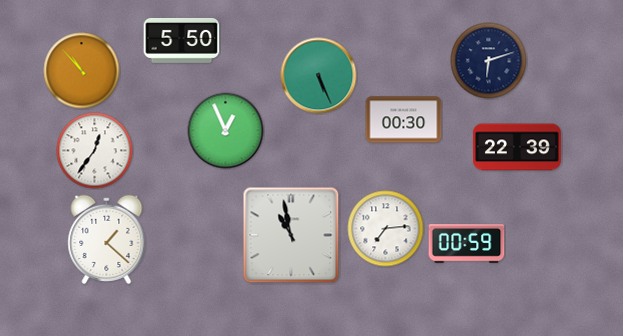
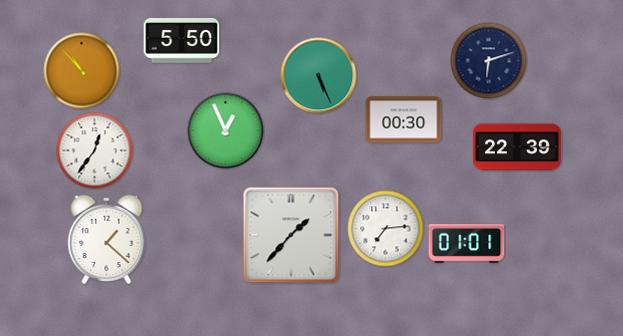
clock at (291, 235): 10:58 -> 1:37
clock at (467, 244): 00:59 -> 01:01
